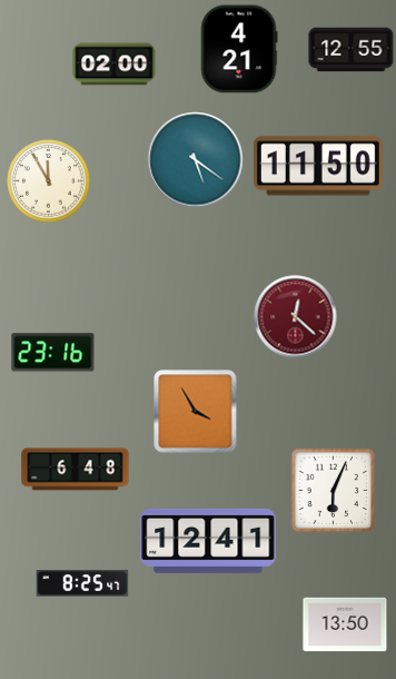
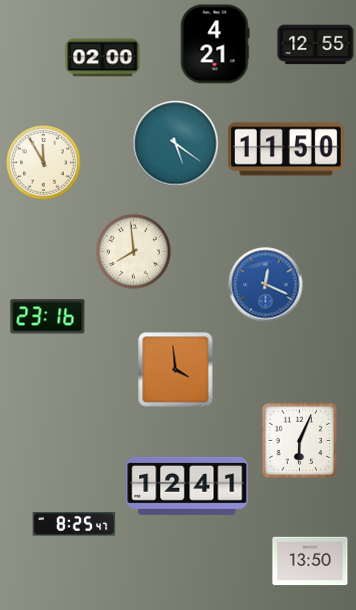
clock at (134, 252): none -> 7:59
clock at (296, 317): 12:22 -> 12:19
clock at (296, 317) dial: burgundy -> blue
clock at (196, 412): 3:55 -> 3:59
clock at (76, 470): 6:48 -> none
